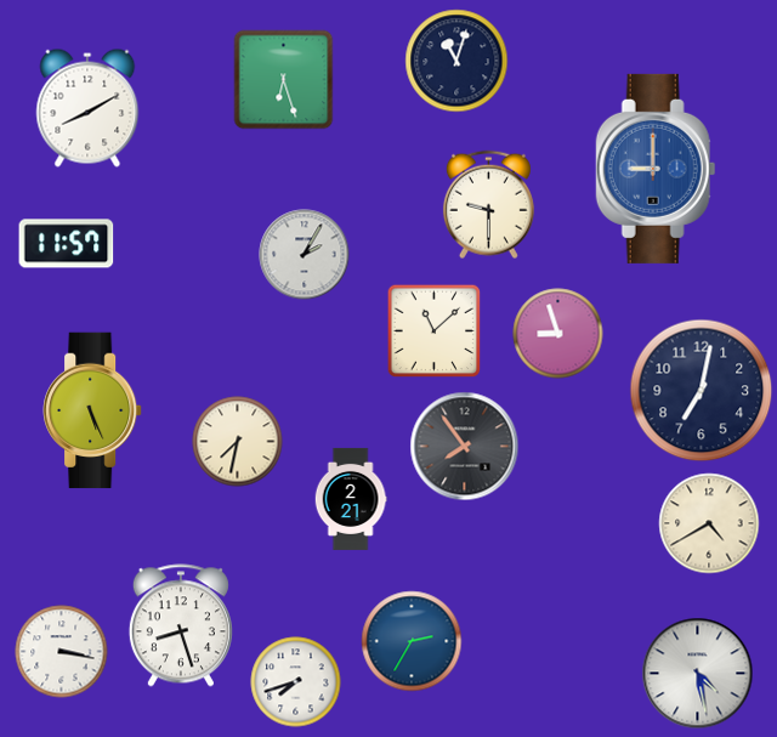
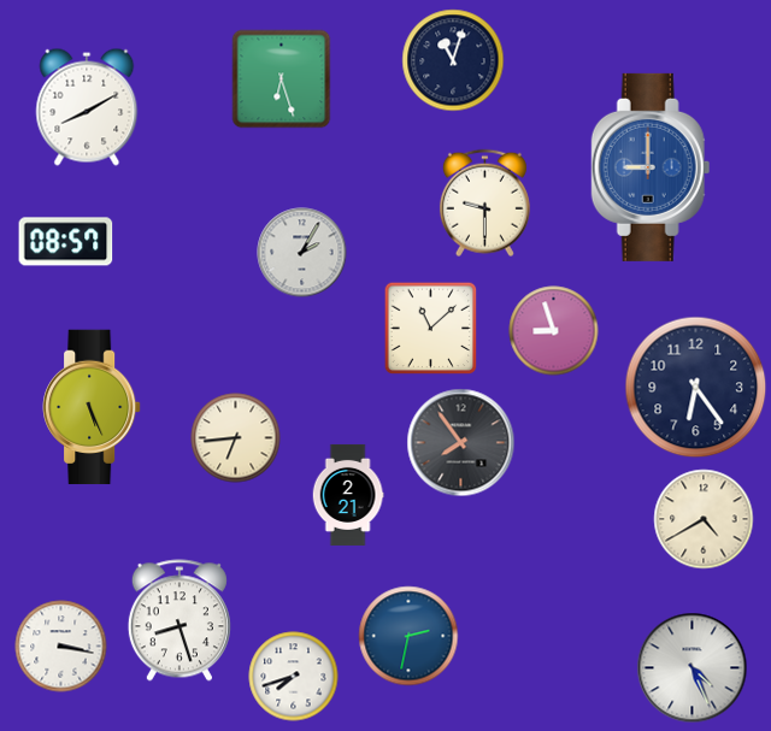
clock at (67, 244): 11:57 -> 08:57
clock at (702, 391): 7:02 -> 6:24
clock at (238, 442): 7:32 -> 6:44
clock at (412, 641): 2:35 -> 2:32
clock at (698, 674): 4:28 -> 4:26
